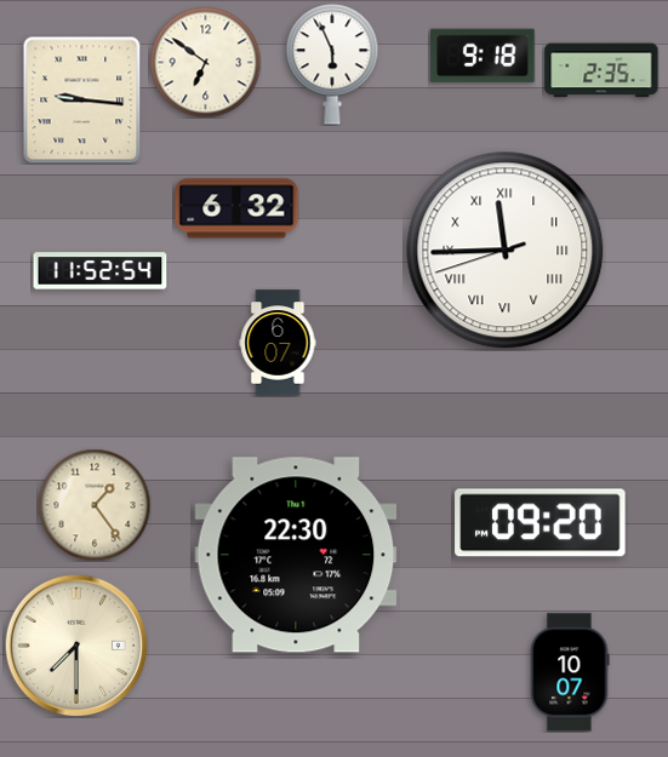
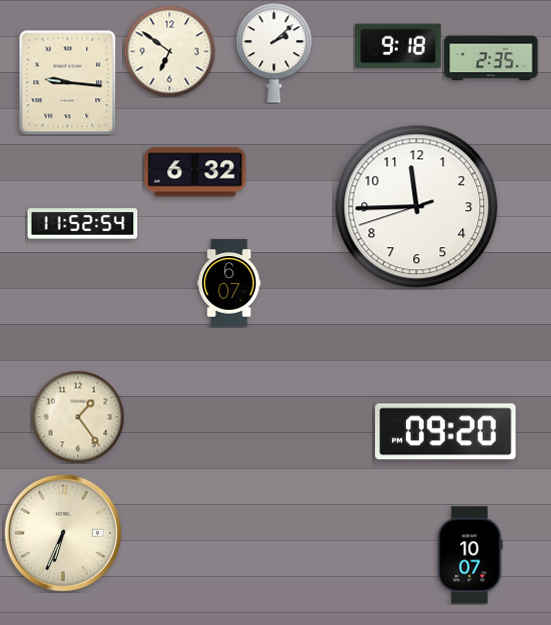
clock at (332, 64): 5:56 -> 2:08
clock at (601, 70) position: (601, 70) -> (491, 58)
clock at (506, 251) numerals: Roman -> Arabic
clock at (296, 555): 22:30 -> none
clock at (76, 646): 7:30 -> 6:34
